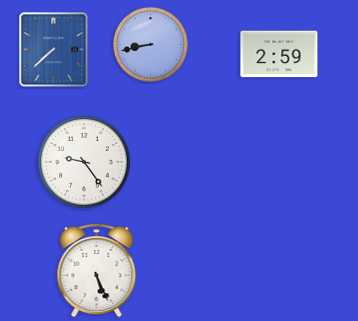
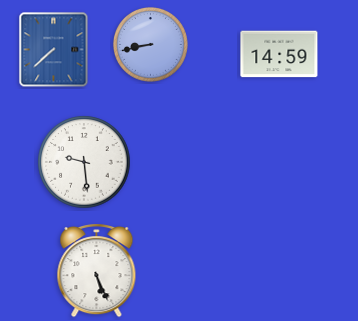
clock at (279, 54): 2:59 -> 14:59
clock at (84, 162): 9:24 -> 9:29
